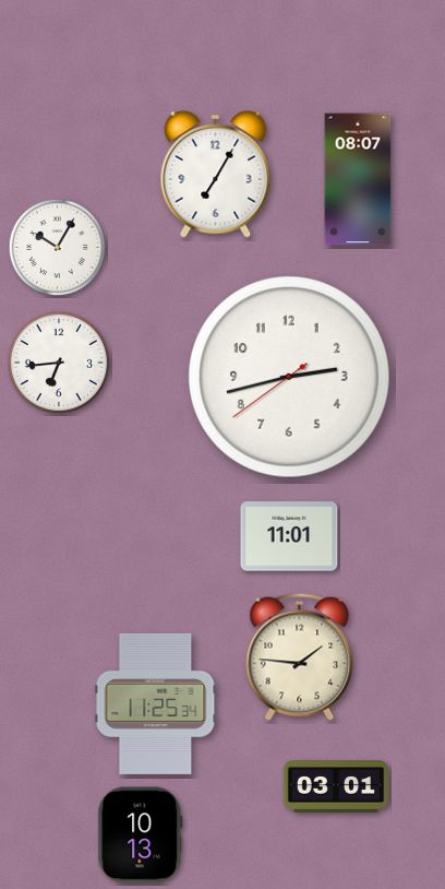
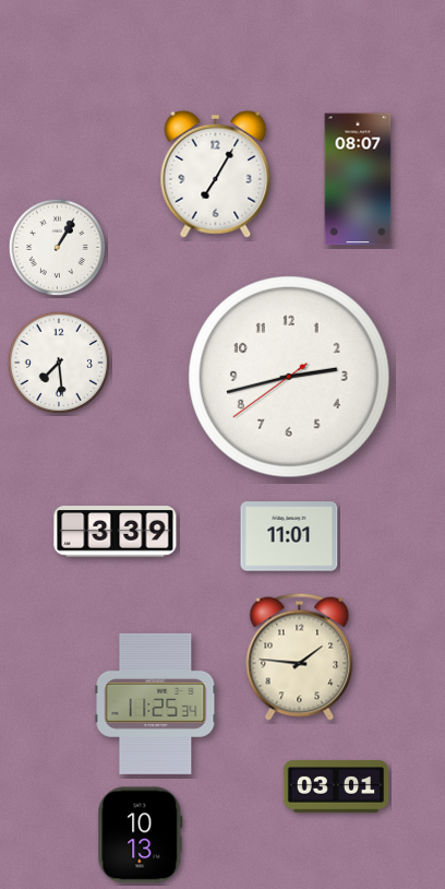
clock at (58, 248): 10:05 -> 1:05
clock at (59, 363): 6:44 -> 7:29
clock at (116, 532): none -> 3:39
